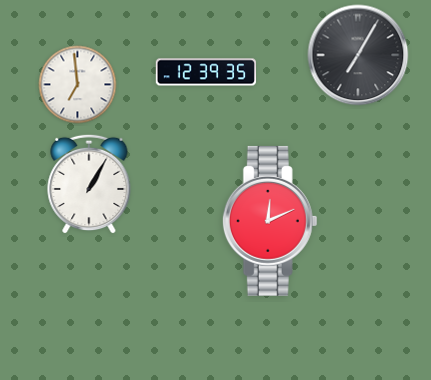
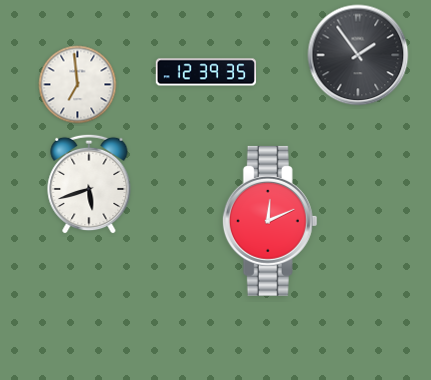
clock at (358, 55): 7:05 -> 1:54
clock at (89, 184): 1:05 -> 5:42
